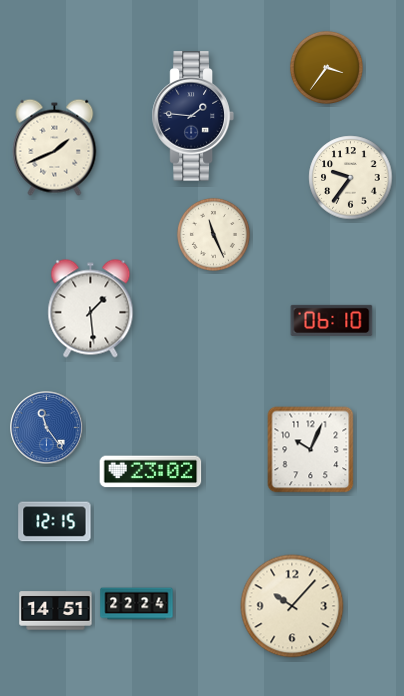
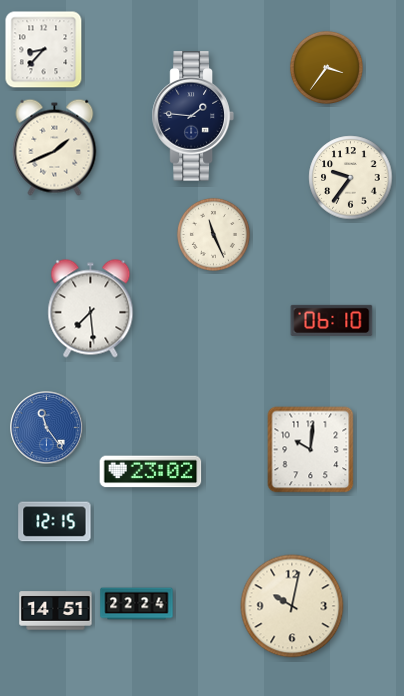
clock at (44, 50): none -> 8:37
clock at (91, 309): 1:29 -> 7:29
clock at (311, 450): 10:04 -> 10:01
clock at (292, 606): 10:07 -> 10:02
